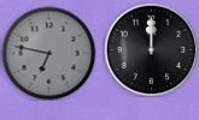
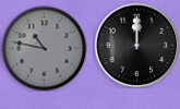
clock at (48, 53): 6:47 -> 10:47
